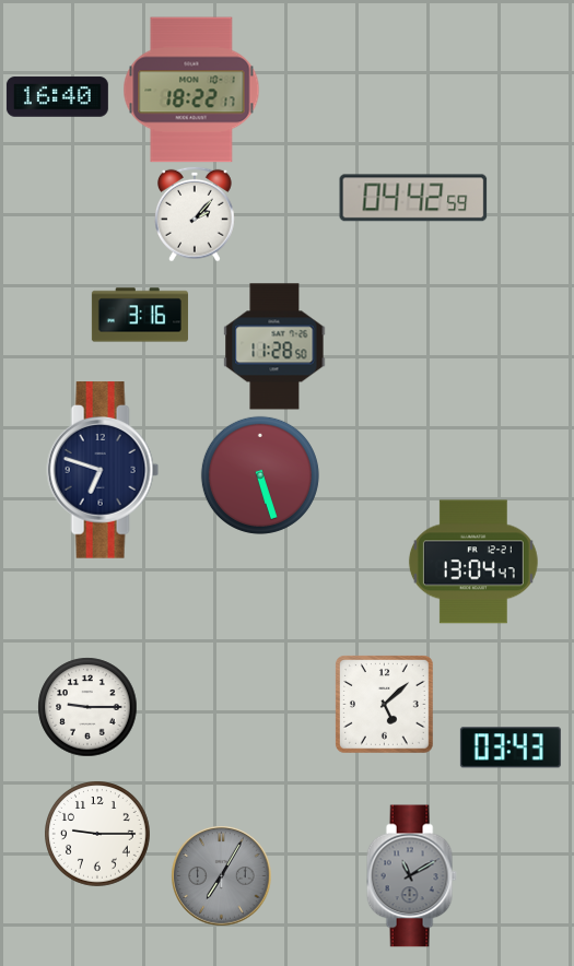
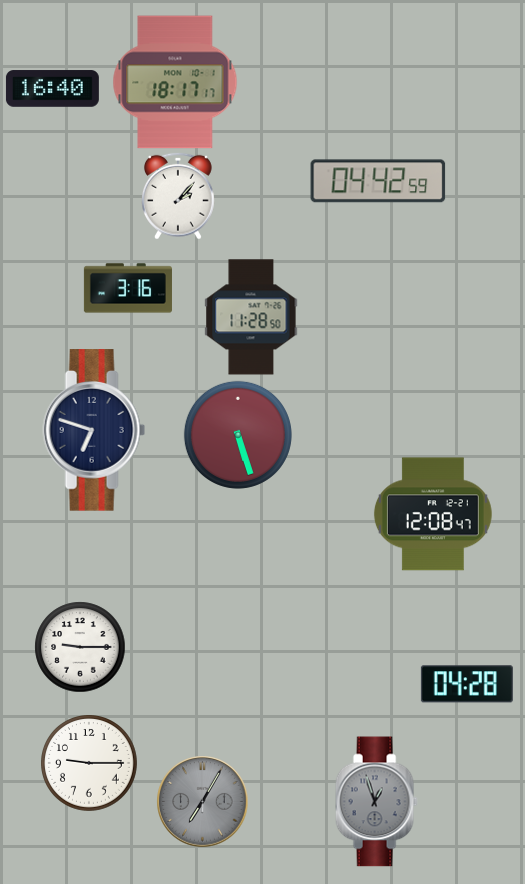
clock at (191, 90): 18:22 -> 18:17
clock at (473, 562): 13:04 -> 12:08
clock at (385, 705): 5:08 -> none
clock at (511, 747): 03:43 -> 04:28
clock at (411, 876): 11:10 -> 12:57
